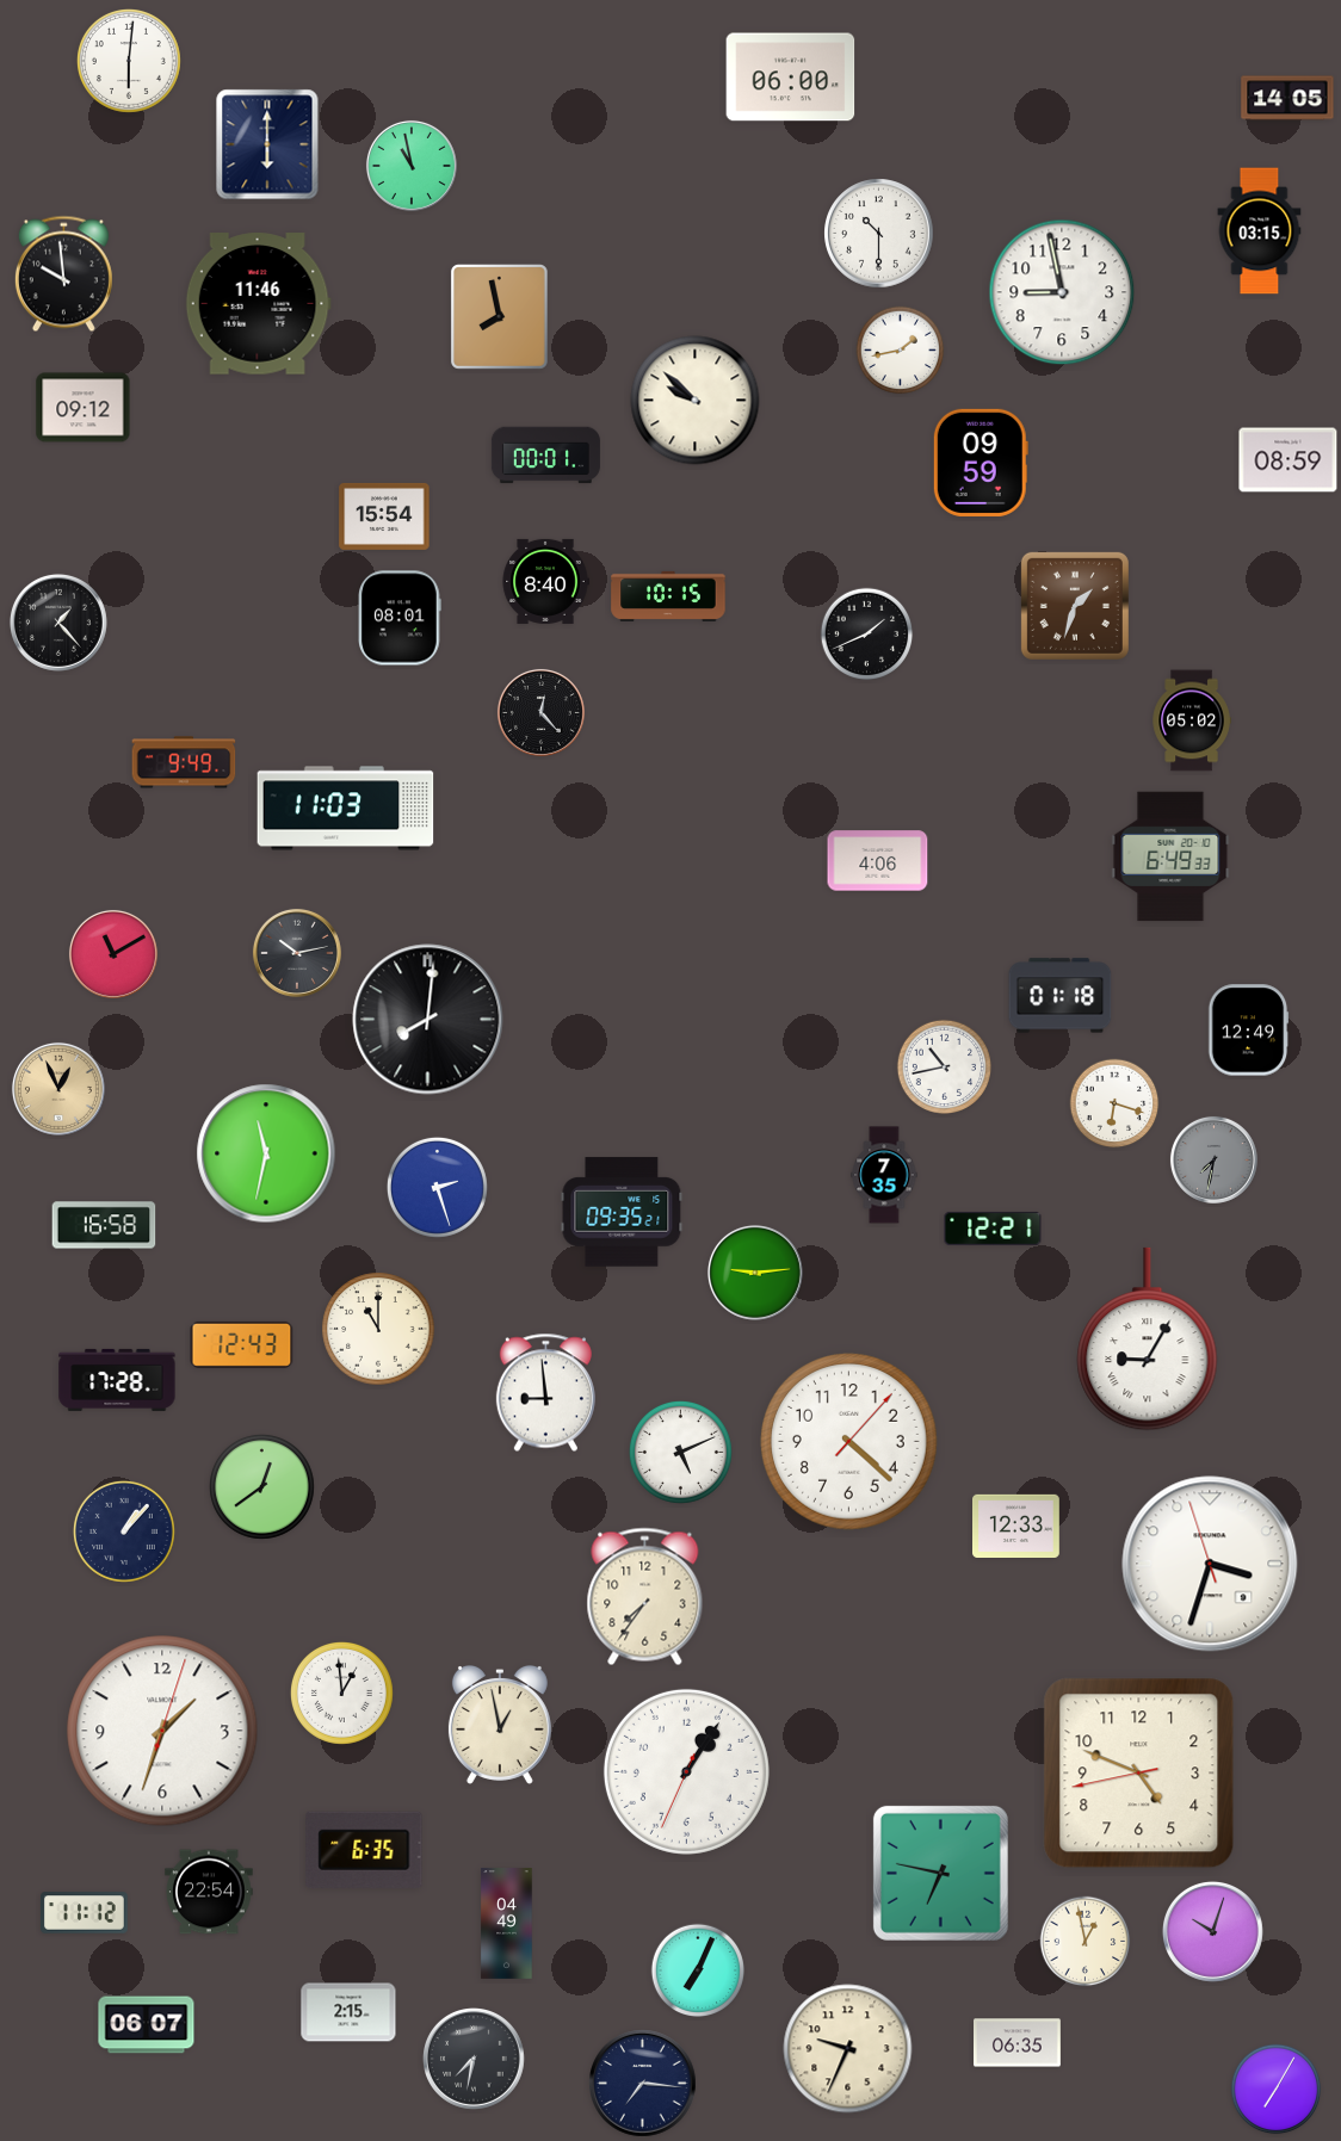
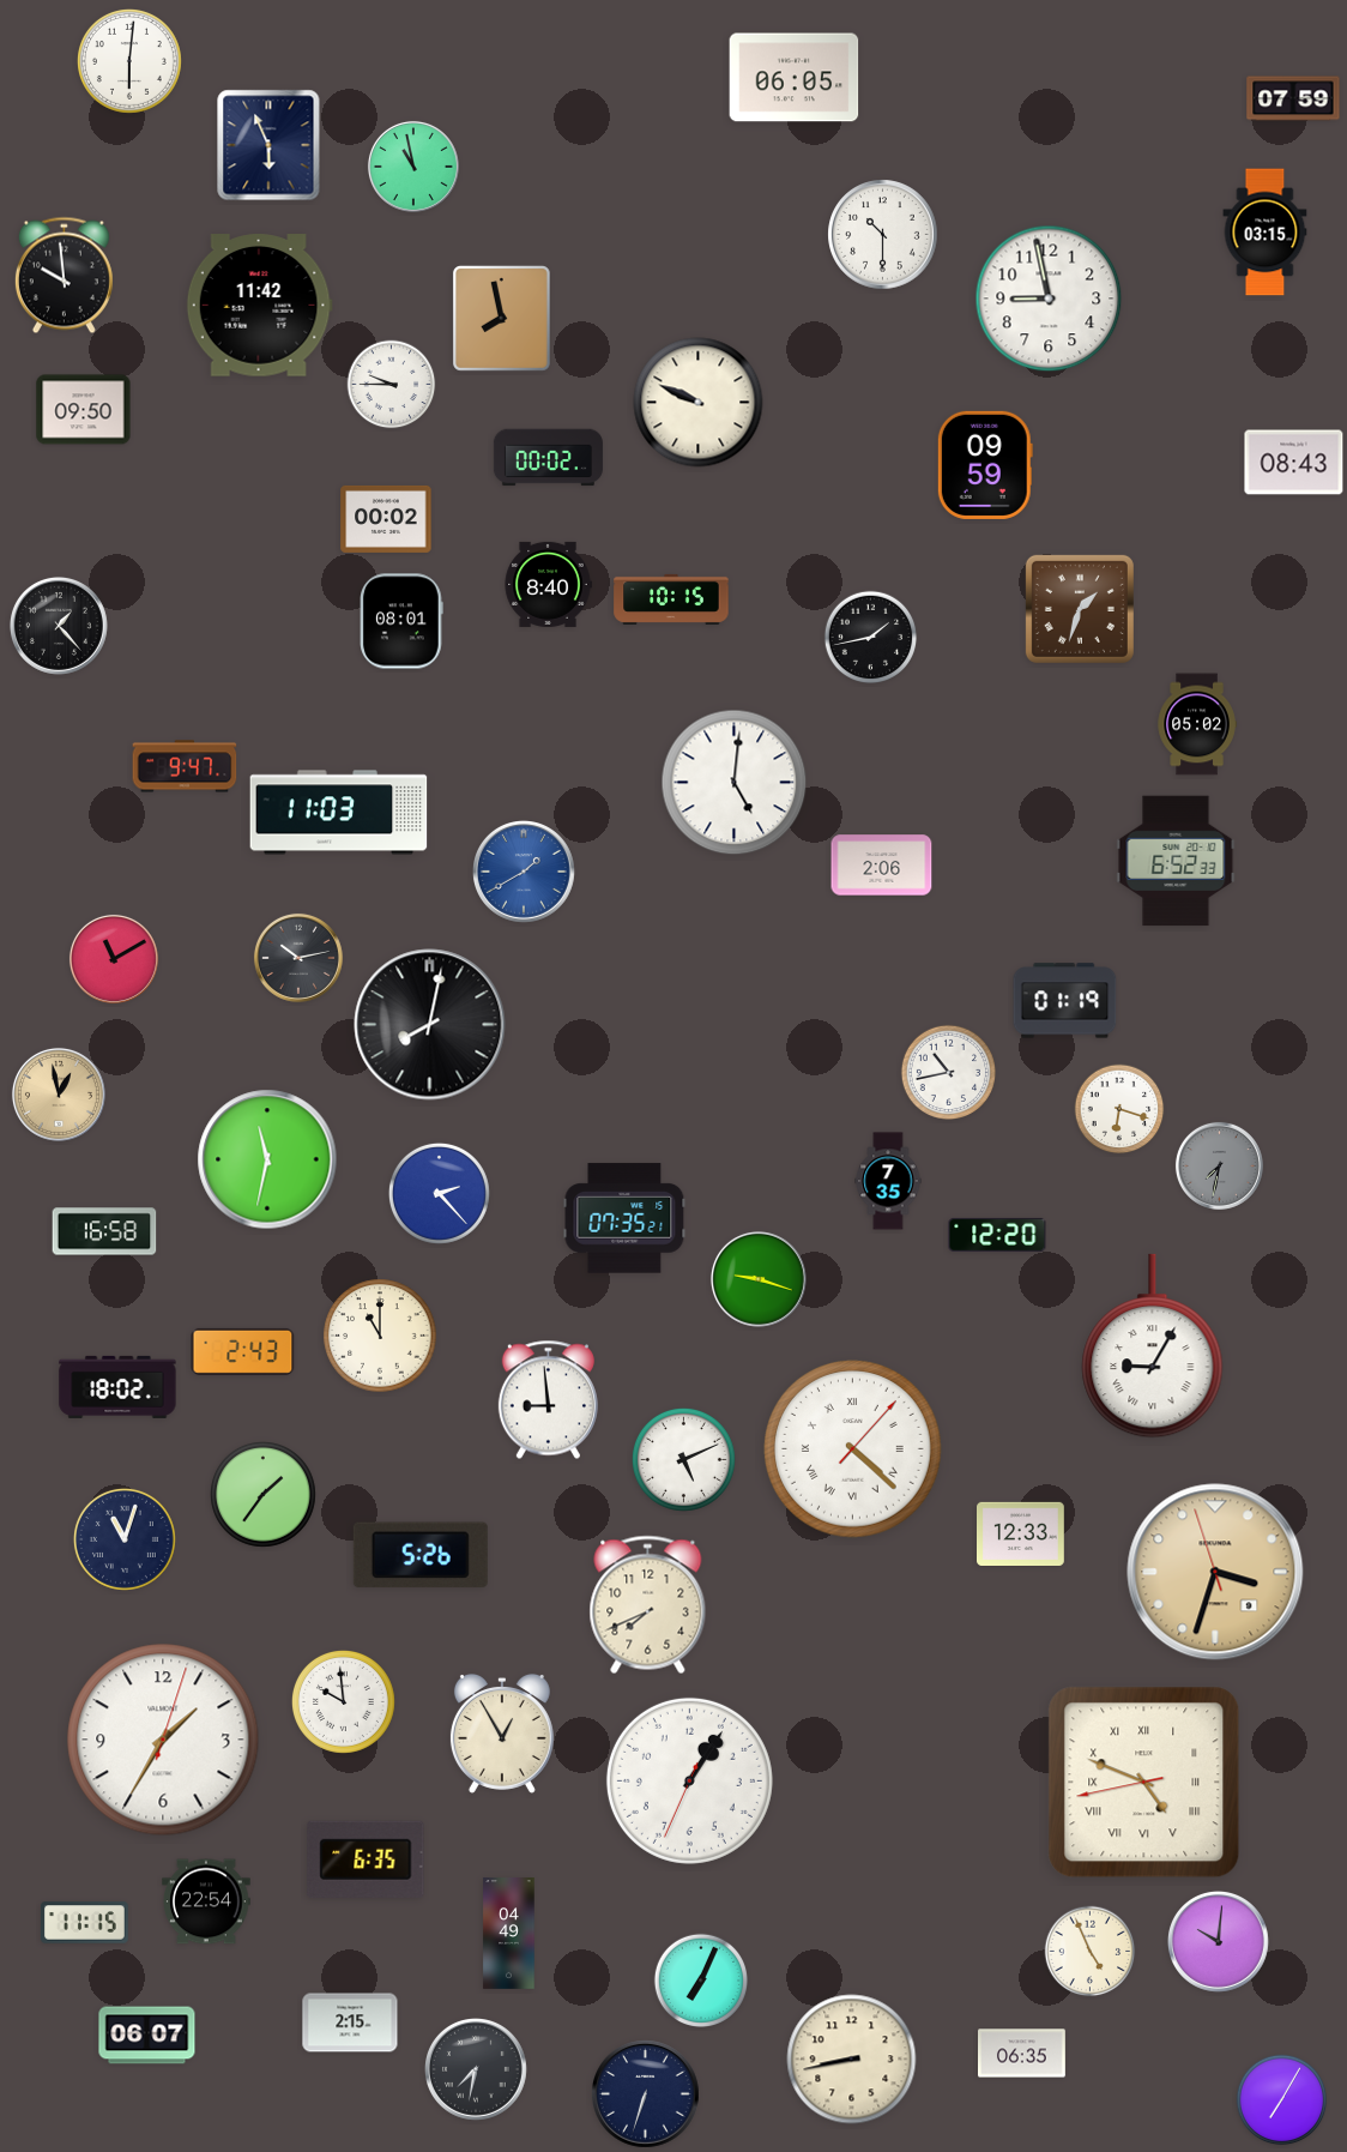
clock at (791, 78): 06:00 -> 06:05
clock at (1287, 98): 14:05 -> 07:59
clock at (267, 144): 6:00 -> 5:56
clock at (1062, 292) position: (1062, 292) -> (1049, 299)
clock at (258, 304): 11:46 -> 11:42
clock at (901, 351): 1:43 -> none
clock at (392, 385): none -> 9:45
clock at (696, 401): 9:52 -> 9:49
clock at (84, 408): 09:12 -> 09:50
clock at (545, 456): 00:01 -> 00:02
clock at (1289, 460): 08:59 -> 08:43
clock at (384, 516): 15:54 -> 00:02
clock at (867, 635): 1:41 -> 1:43
clock at (540, 712): 12:23 -> none
clock at (184, 762): 9:49 -> 9:47
clock at (735, 783): none -> 5:01
clock at (346, 809) position: (346, 809) -> (339, 813)
clock at (1170, 856): 6:49 -> 6:52
clock at (878, 861): 4:06 -> 2:06
clock at (525, 873): none -> 1:40
clock at (1061, 996): 01:18 -> 01:19
clock at (428, 1020): 8:01 -> 8:02
clock at (1248, 1031): 12:49 -> none
clock at (58, 1089): 12:56 -> 12:58
clock at (437, 1187): 2:27 -> 2:23
clock at (622, 1212): 09:35 -> 07:35
clock at (993, 1229): 12:21 -> 12:20
clock at (755, 1273): 9:14 -> 9:18
clock at (242, 1344): 12:43 -> 2:43
clock at (117, 1380): 17:28 -> 18:02
clock at (849, 1442) numerals: Arabic -> Roman
clock at (262, 1487): 12:39 -> 1:36
clock at (124, 1532): 1:07 -> 11:03
clock at (421, 1555): none -> 5:26
clock at (1210, 1564) dial: white -> champagne
clock at (645, 1597): 7:36 -> 7:41
clock at (341, 1693): 12:59 -> 9:59
clock at (500, 1725): 12:58 -> 12:55
clock at (162, 1731): 1:33 -> 1:35
clock at (1139, 1774) numerals: Arabic -> Roman
clock at (940, 1873): 6:47 -> none
clock at (209, 1892) position: (209, 1892) -> (206, 1901)
clock at (85, 1913): 11:12 -> 11:15
clock at (1213, 1932): 10:03 -> 10:01
clock at (1086, 1942): 12:58 -> 4:56
clock at (848, 2049): 9:34 -> 8:43
clock at (643, 2084): 7:16 -> 6:33
